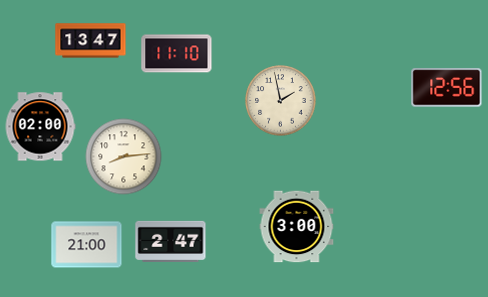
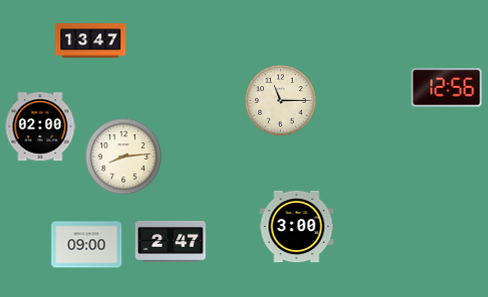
clock at (177, 54): 11:10 -> none
clock at (281, 101): 1:58 -> 11:15
clock at (87, 245): 21:00 -> 09:00
